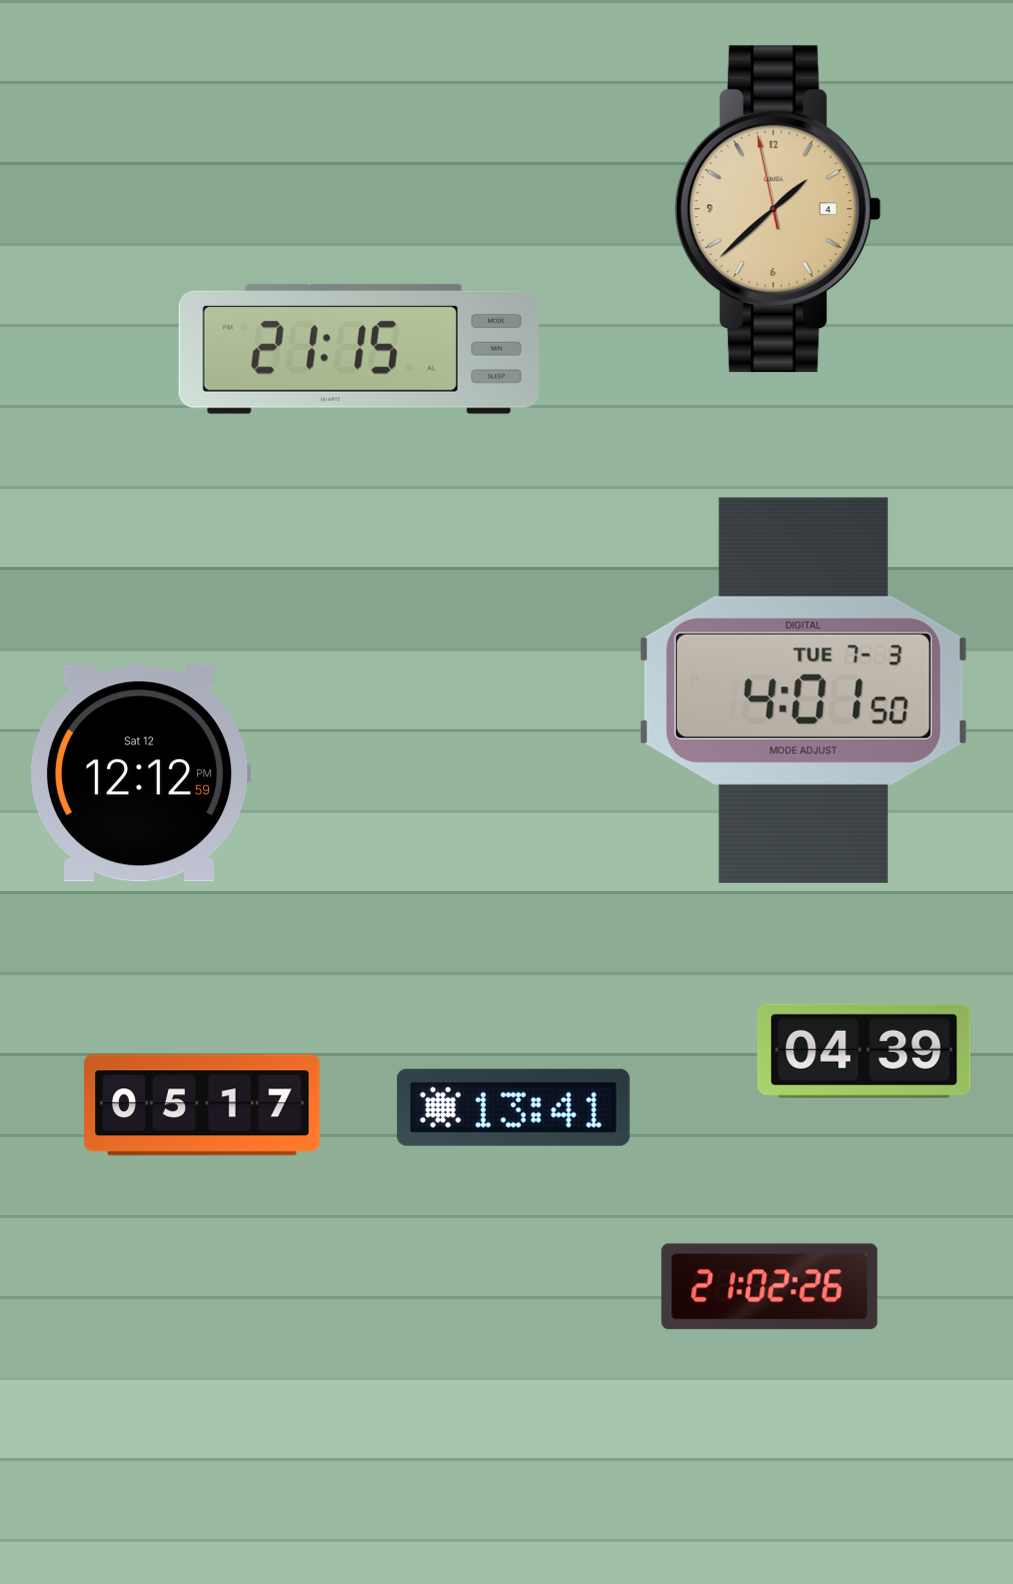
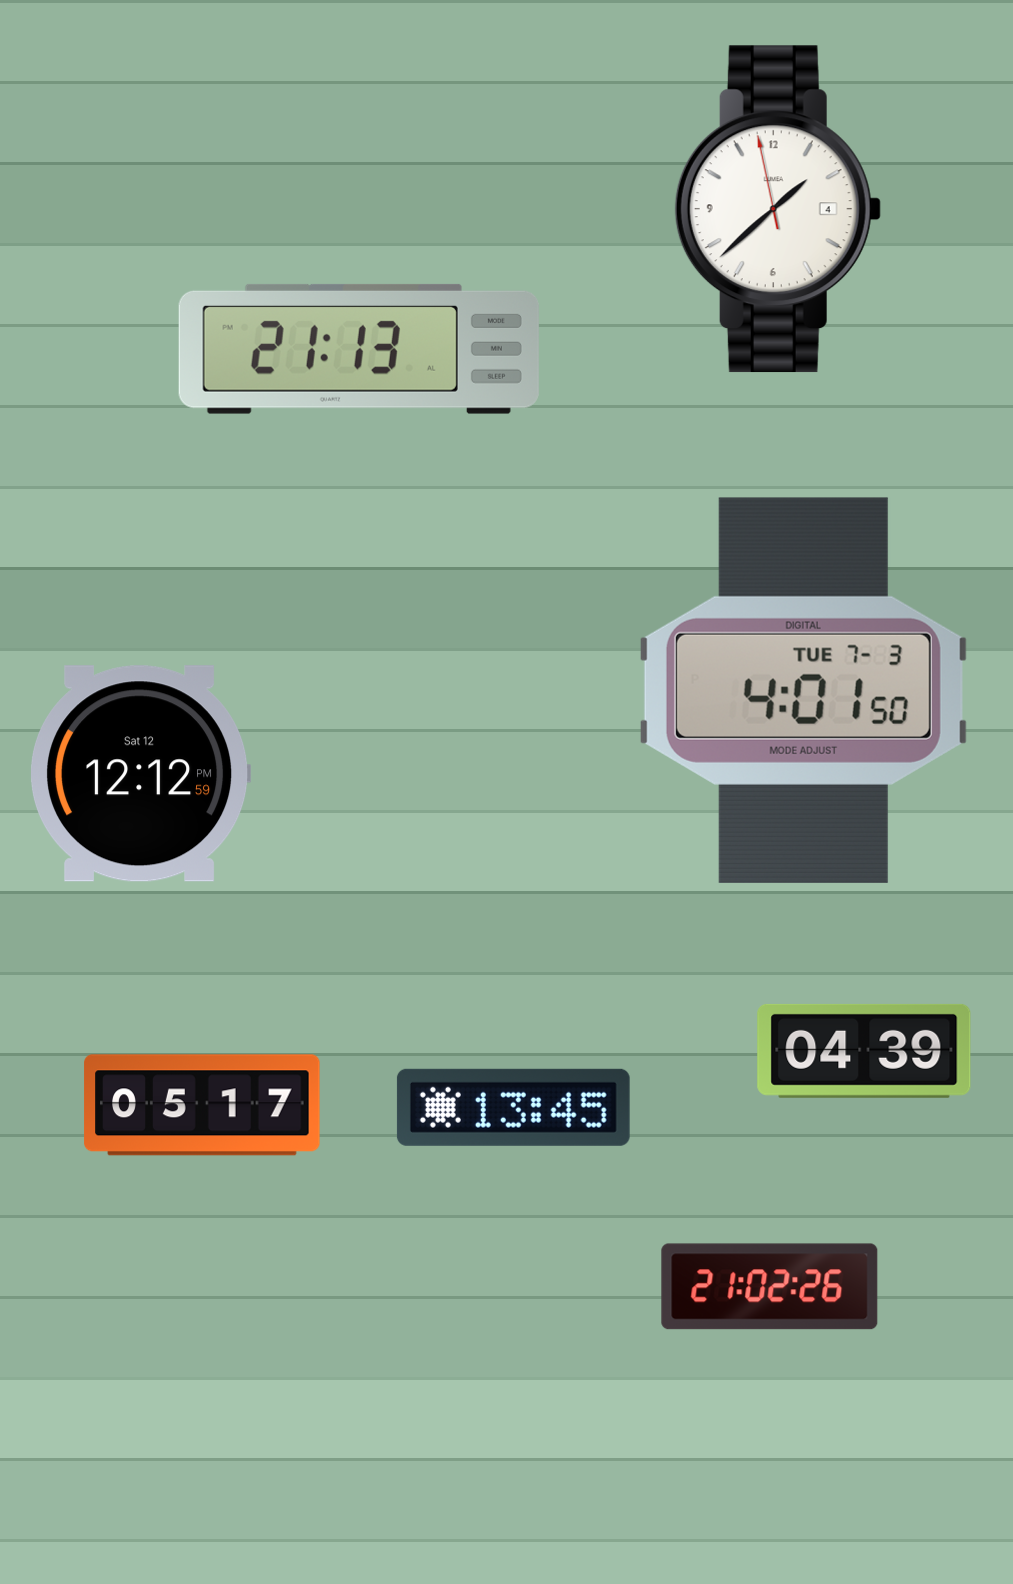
clock at (778, 209) dial: champagne -> white
clock at (359, 349): 21:15 -> 21:13
clock at (513, 1107): 13:41 -> 13:45
